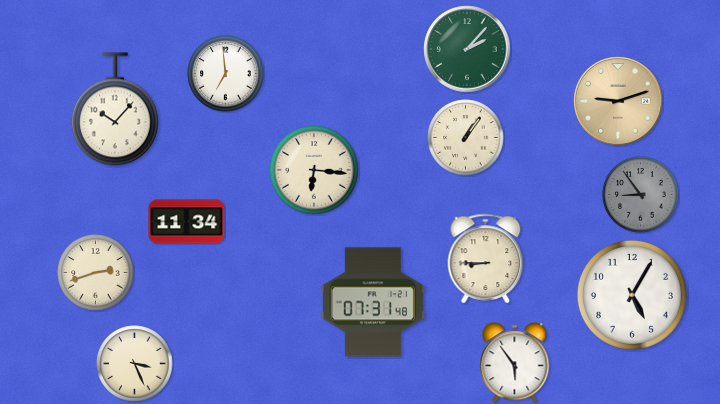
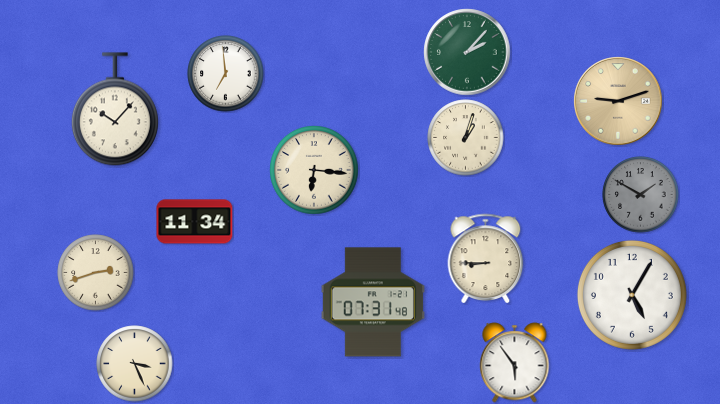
clock at (467, 49) position: (467, 49) -> (467, 52)
clock at (466, 138): 1:06 -> 1:03
clock at (641, 195): 8:54 -> 1:50
clock at (187, 222) position: (187, 222) -> (195, 222)
